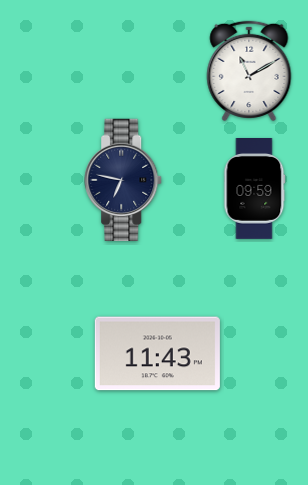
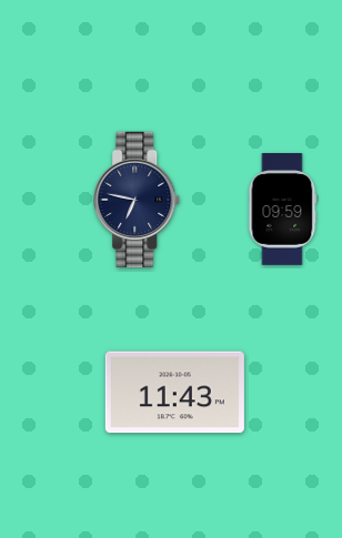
clock at (249, 71): 11:10 -> none
